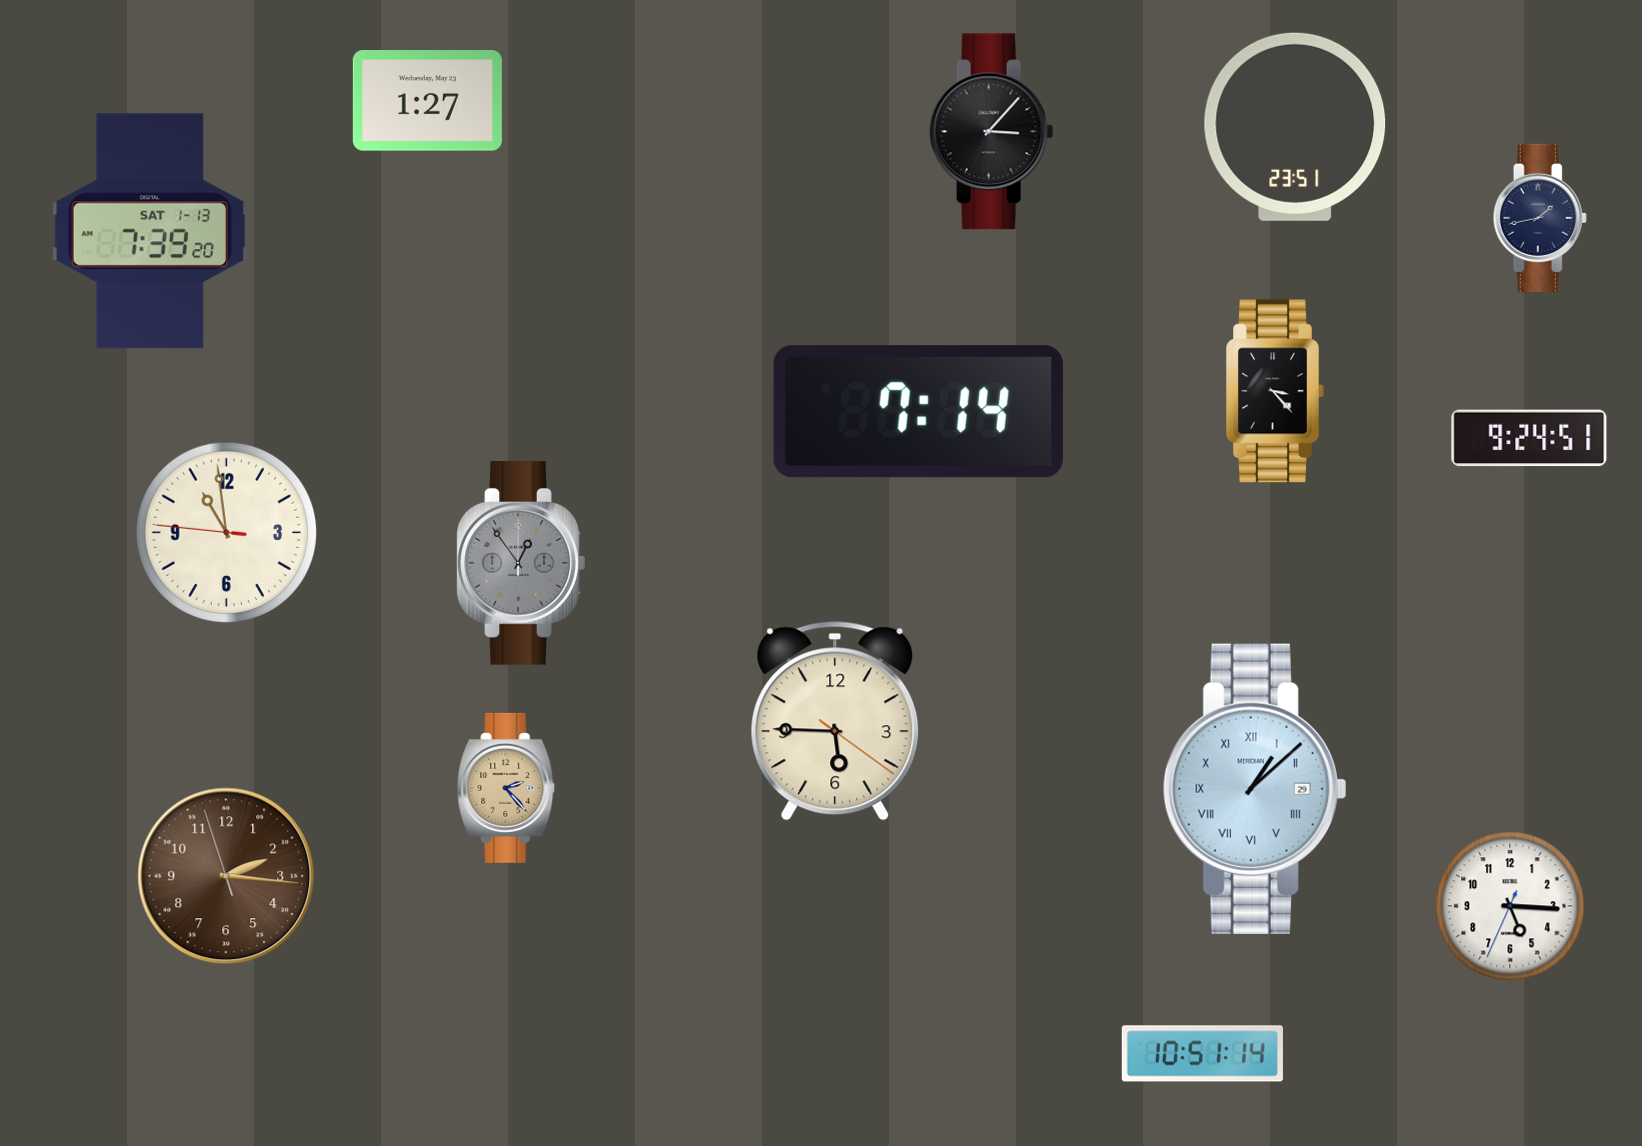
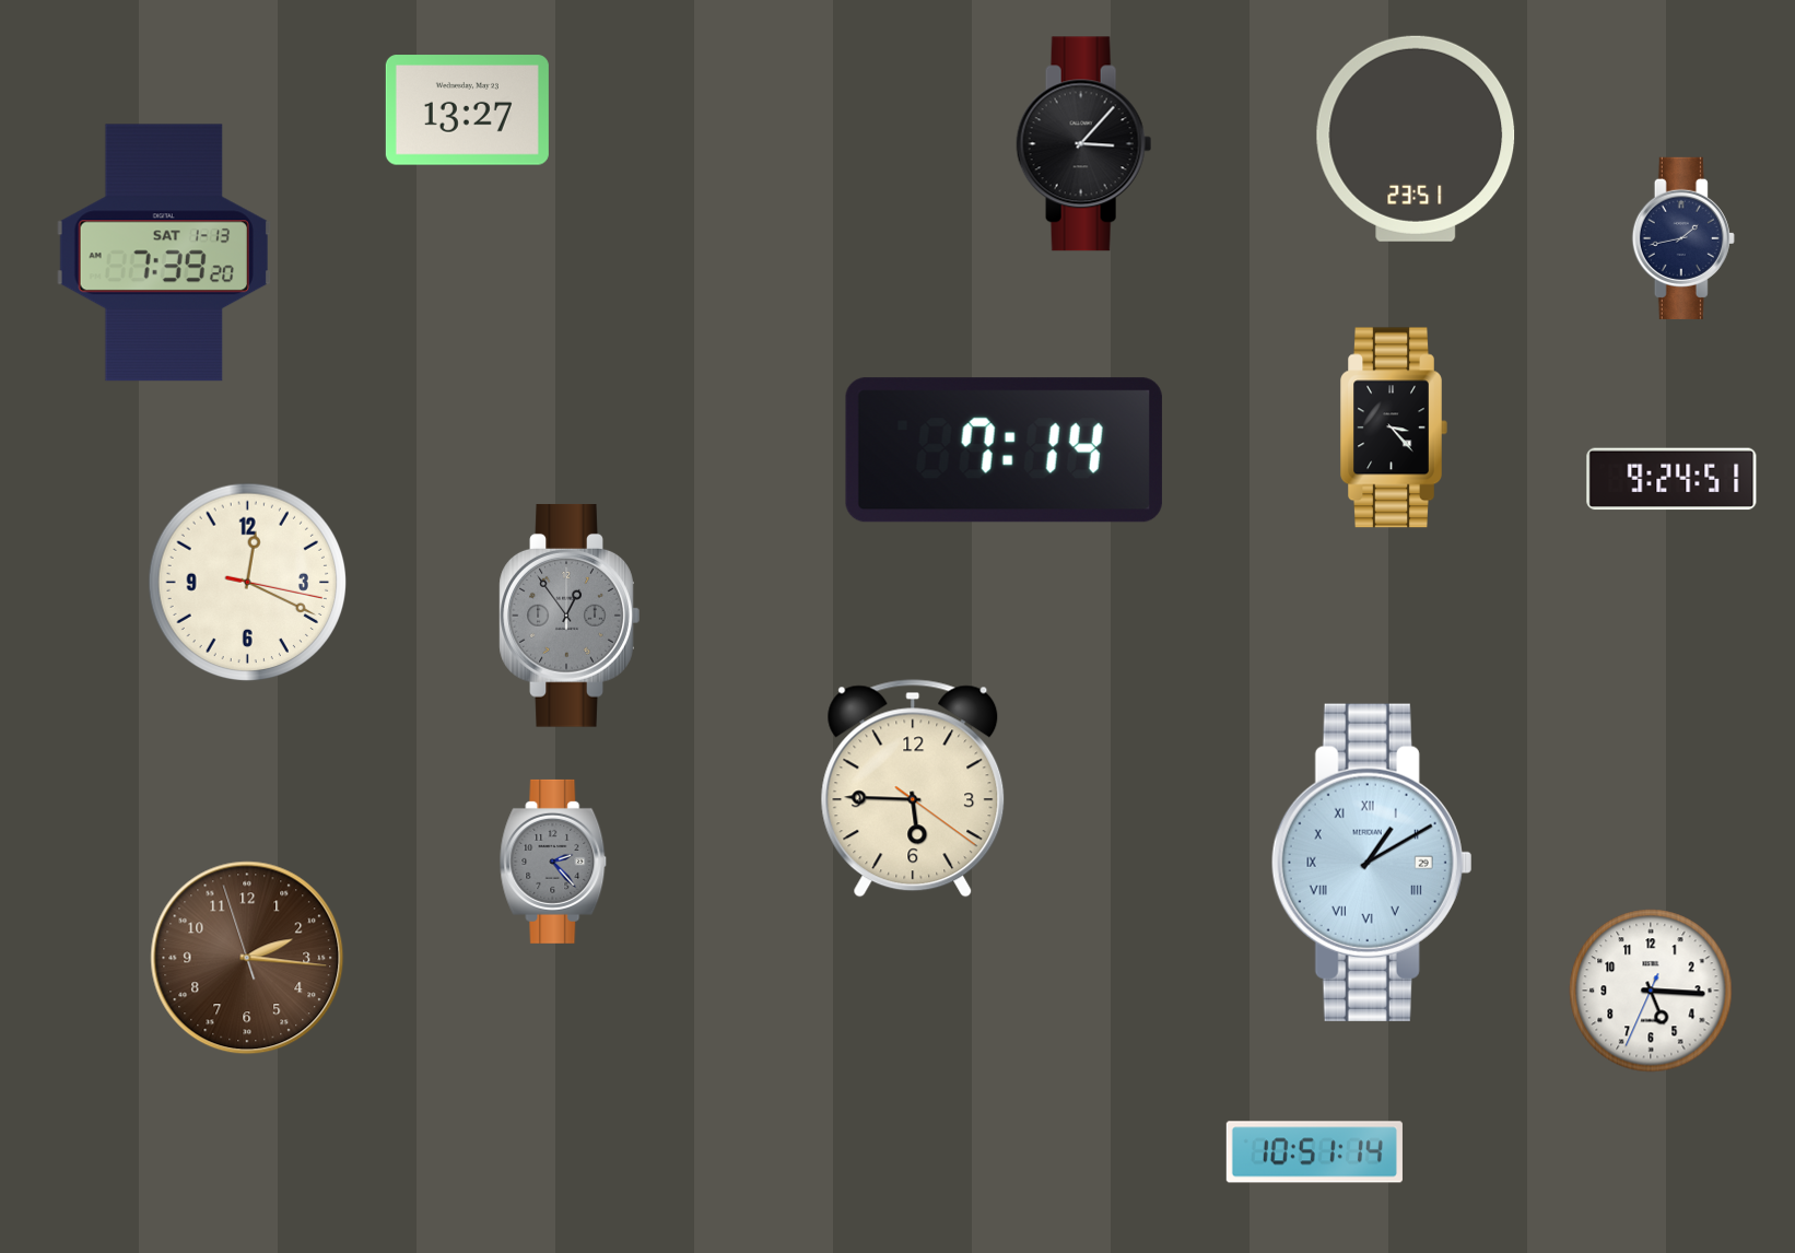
clock at (427, 101): 1:27 -> 13:27
clock at (227, 533): 10:58 -> 12:19
clock at (506, 788) dial: champagne -> grey
clock at (1255, 789): 1:08 -> 1:10
